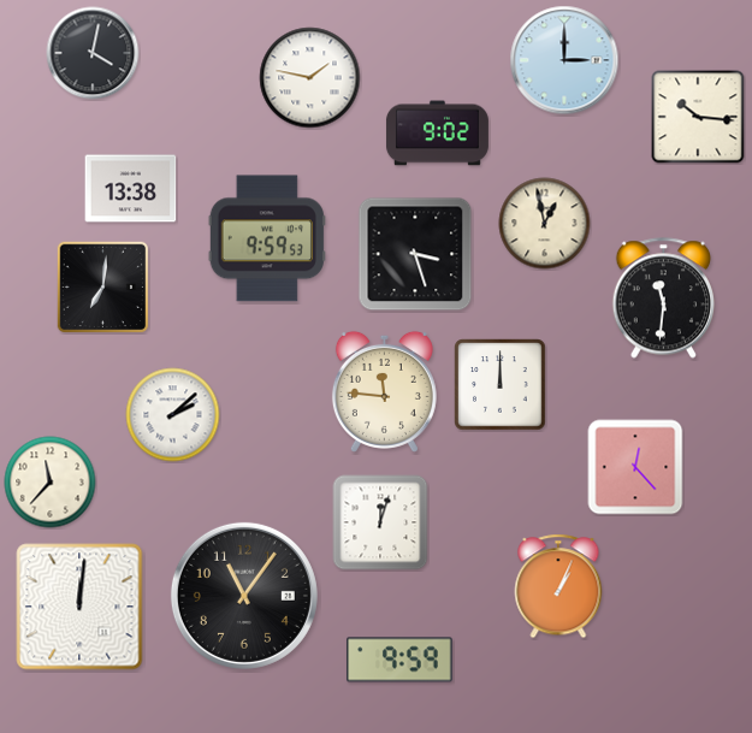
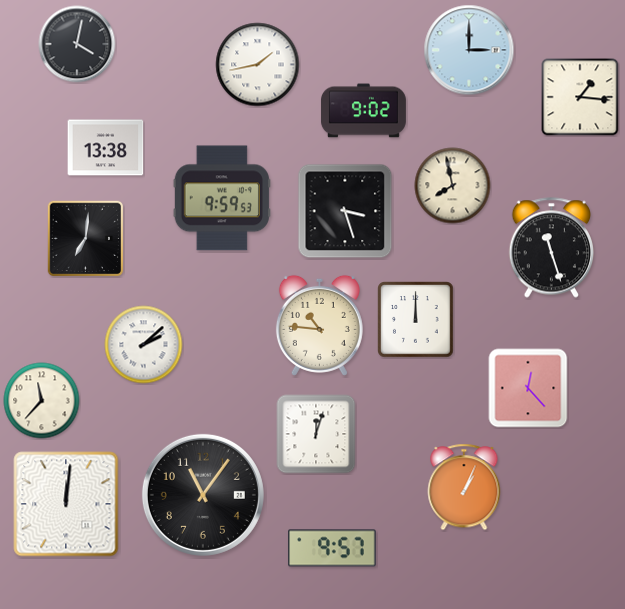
clock at (310, 78): 1:47 -> 1:43
clock at (698, 117): 10:16 -> 1:16
clock at (131, 189) position: (131, 189) -> (106, 148)
clock at (545, 224): 12:58 -> 7:58
clock at (663, 298): 11:31 -> 11:27
clock at (384, 391): 11:46 -> 10:46
clock at (401, 660): 9:59 -> 9:57
